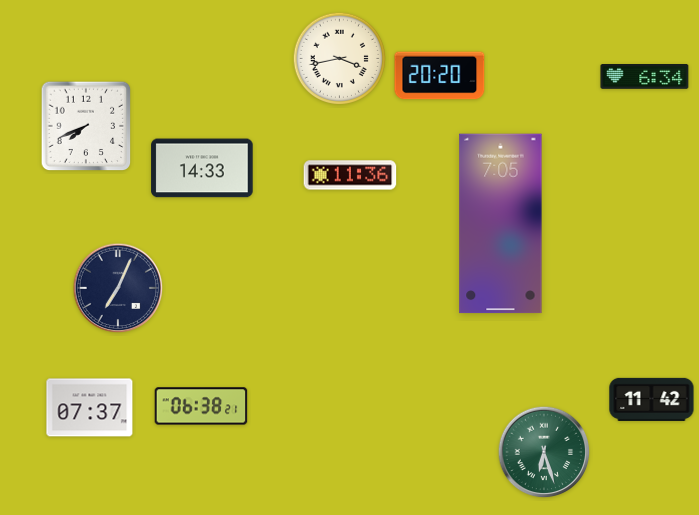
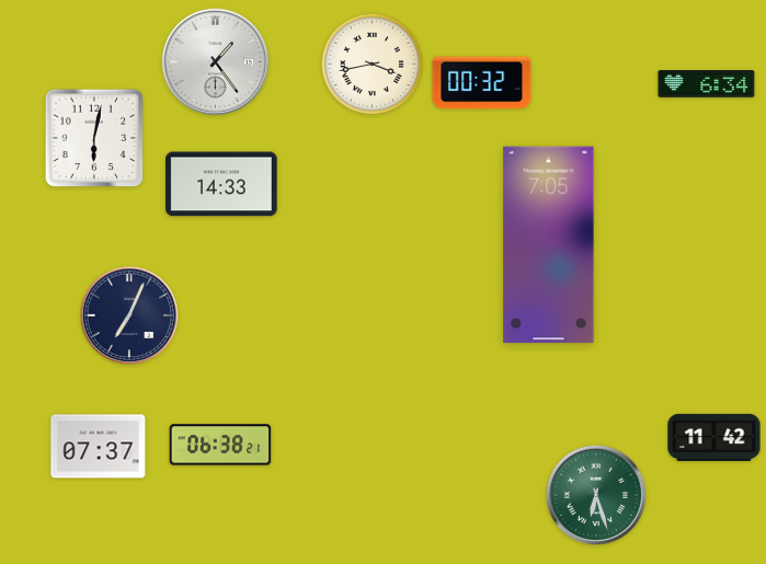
clock at (216, 62): none -> 1:24
clock at (440, 76): 20:20 -> 00:32
clock at (86, 126): 7:41 -> 6:02
clock at (350, 175): 11:36 -> none
